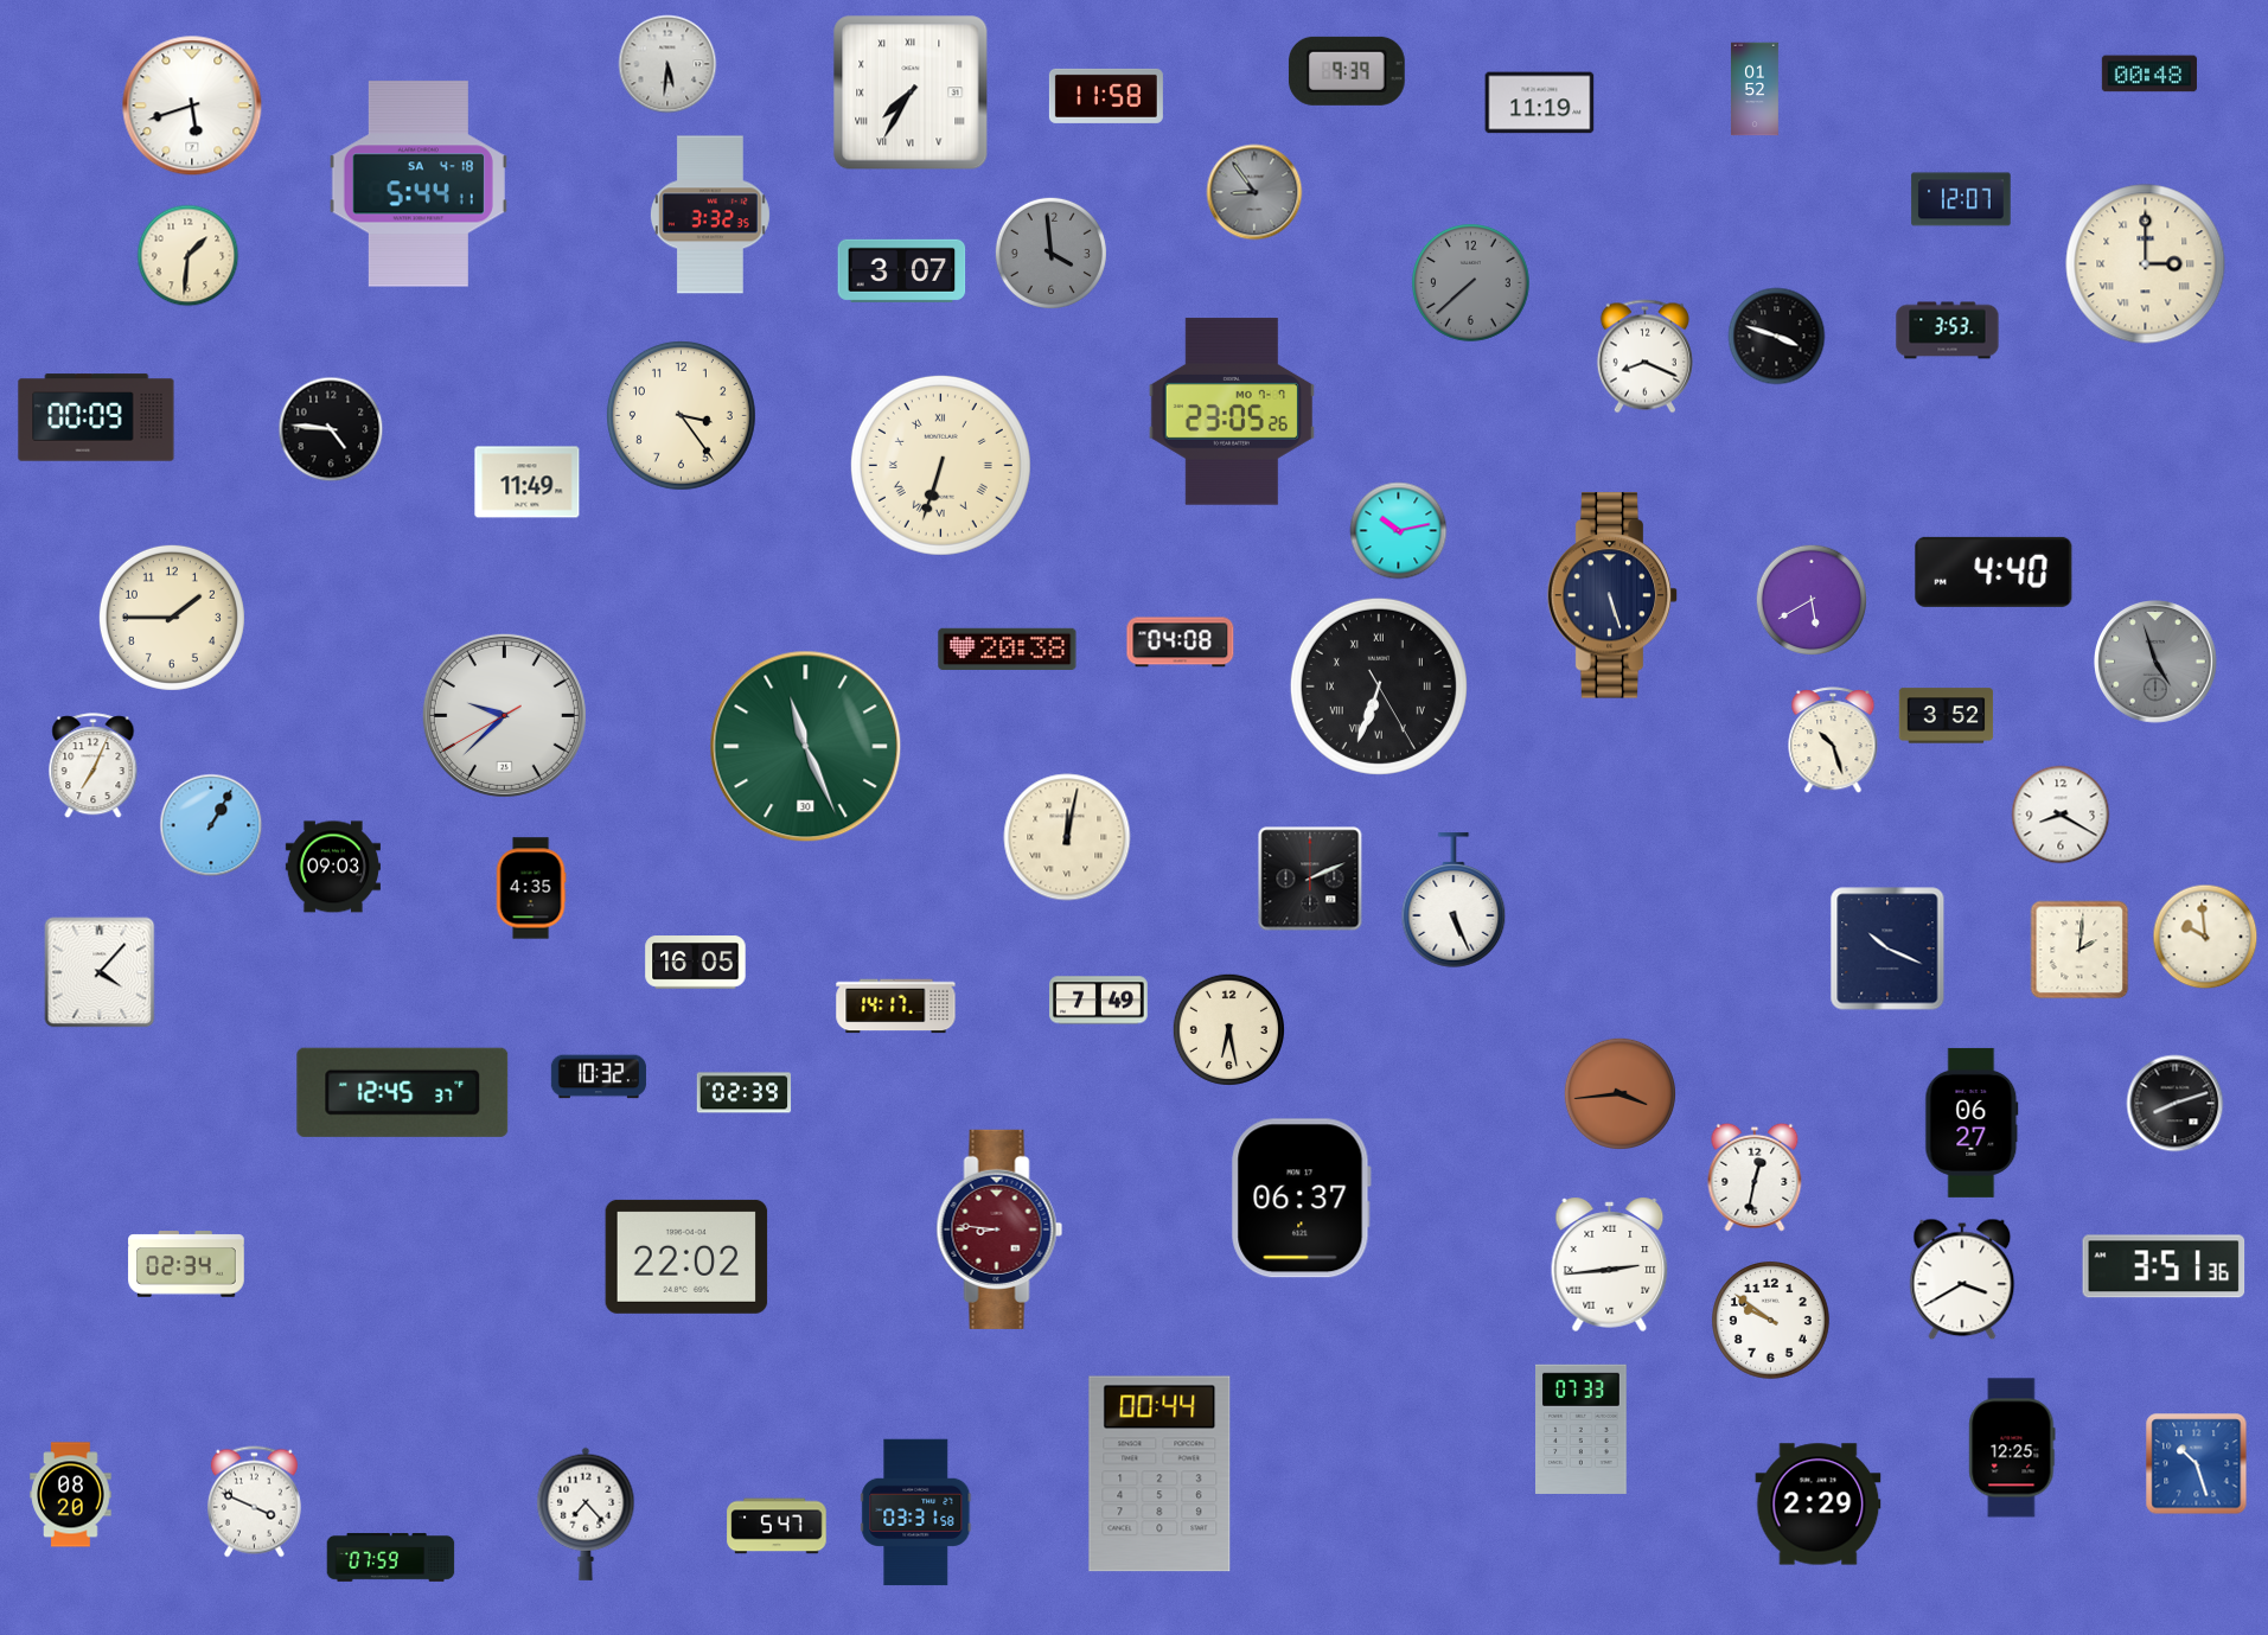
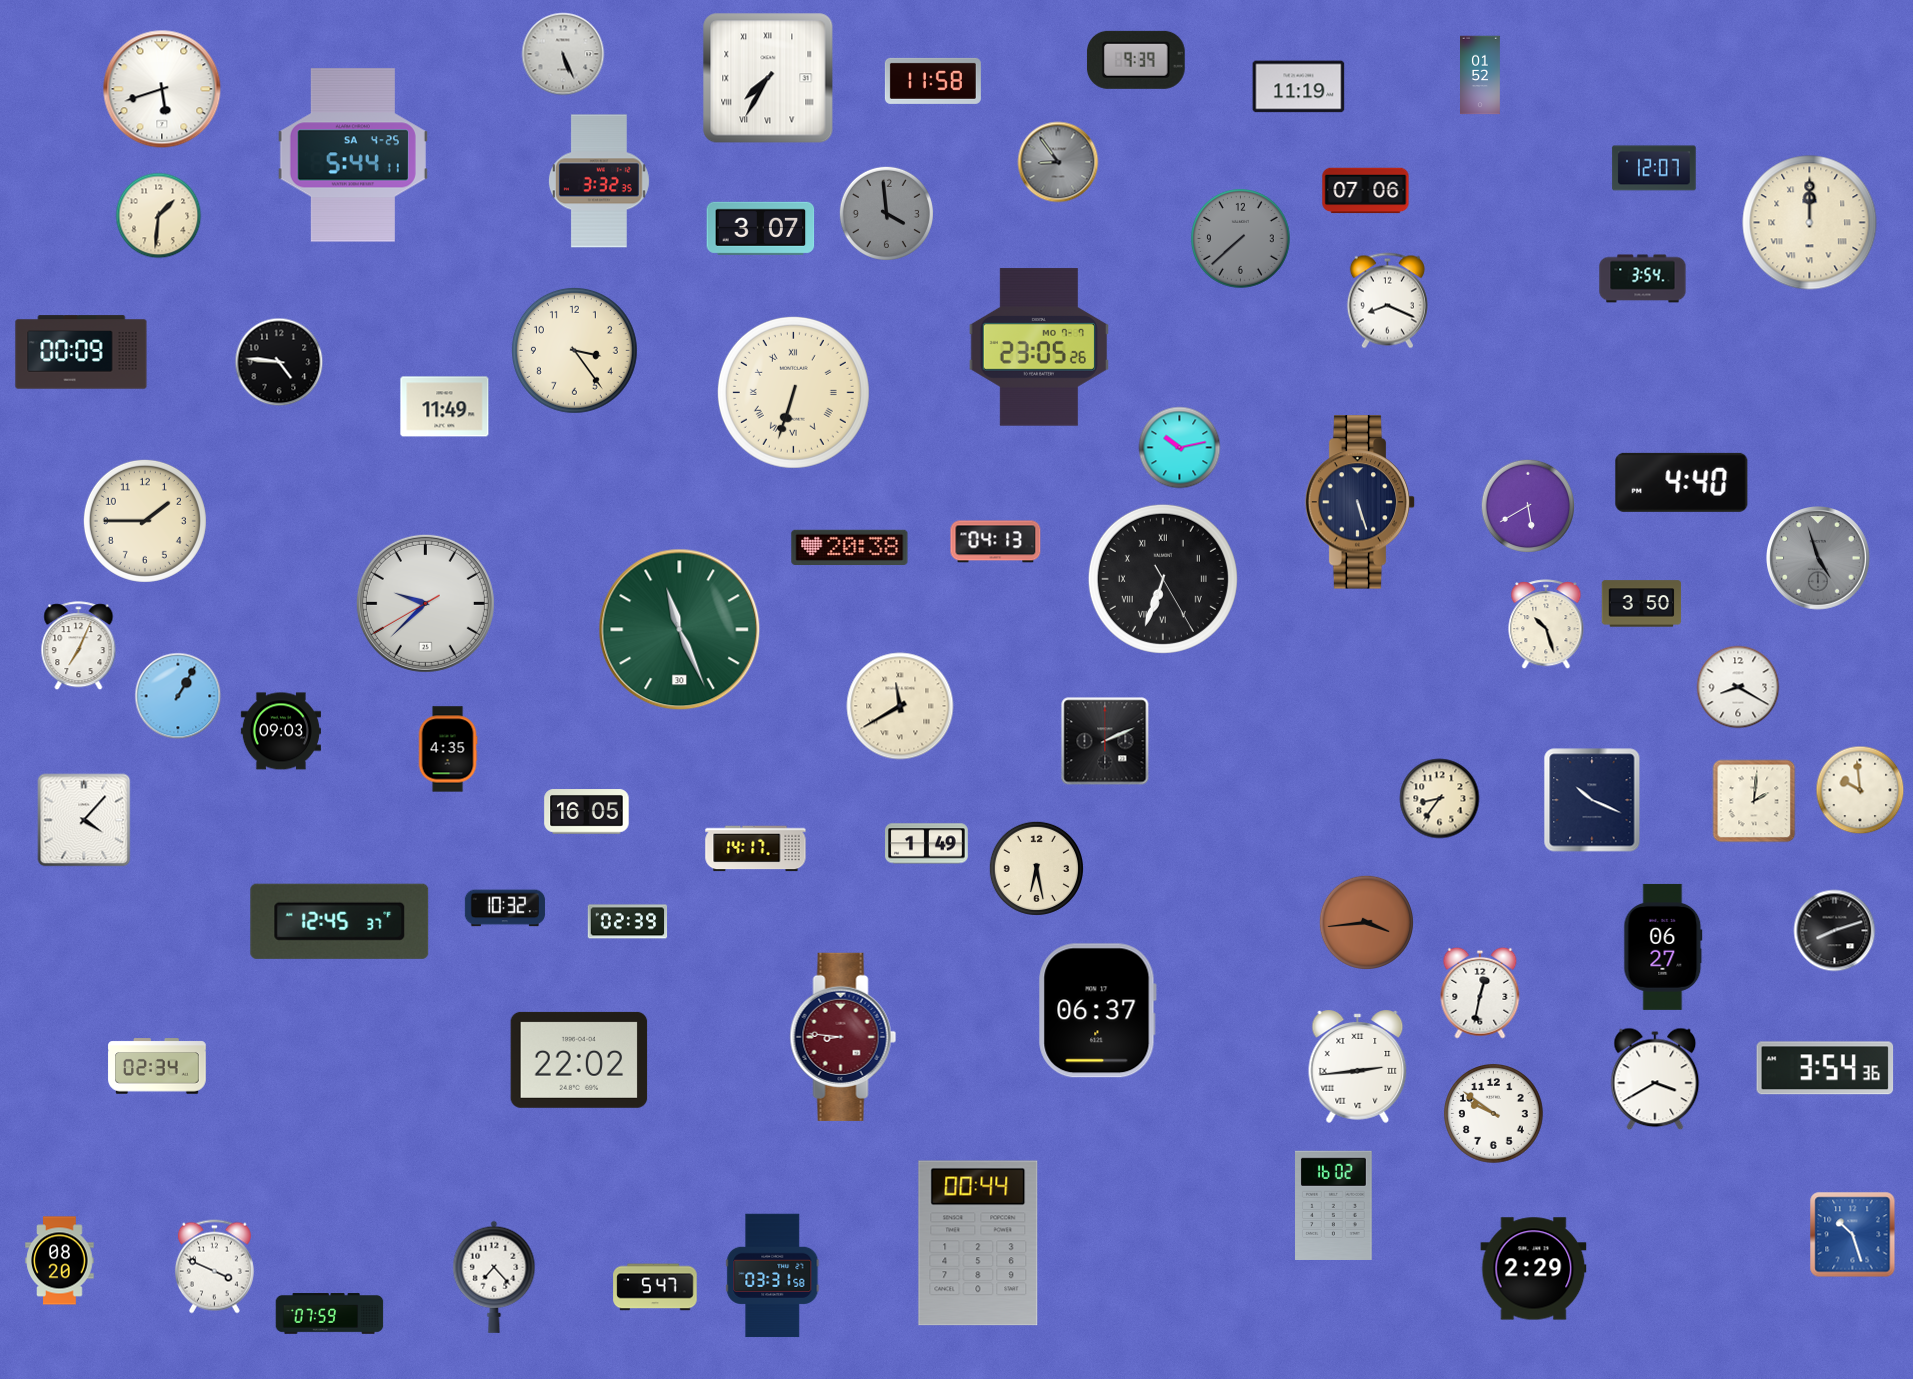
clock at (667, 64): 5:31 -> 5:26
clock at (2149, 74): 00:48 -> none
clock at (419, 184) date: SA 4-18 -> SA 4-25
clock at (1366, 191): none -> 07:06
clock at (2146, 264): 3:00 -> 12:00
clock at (1948, 331): 3:53 -> 3:54
clock at (1777, 337): 3:48 -> none
clock at (1181, 643): 04:08 -> 04:13
clock at (1947, 716): 3:52 -> 3:50
clock at (1067, 837): 12:02 -> 11:40
clock at (1454, 900): 5:26 -> none
clock at (1440, 799): none -> 8:36
clock at (1099, 1001): 7:49 -> 1:49
clock at (2164, 1266): 3:51 -> 3:54
clock at (1582, 1429): 07:33 -> 16:02
clock at (2012, 1448): 12:25 -> none
